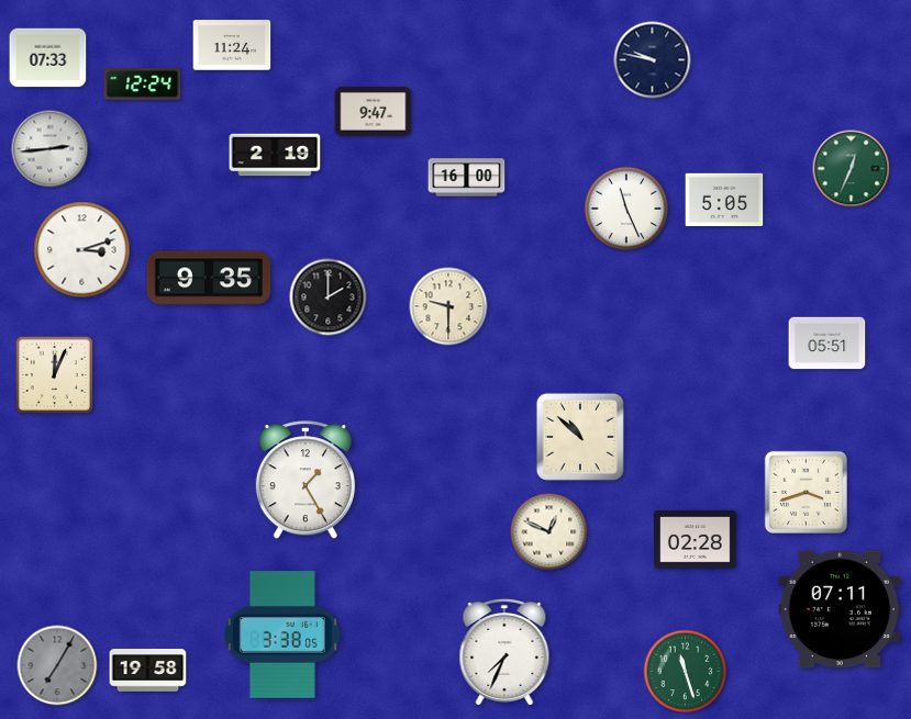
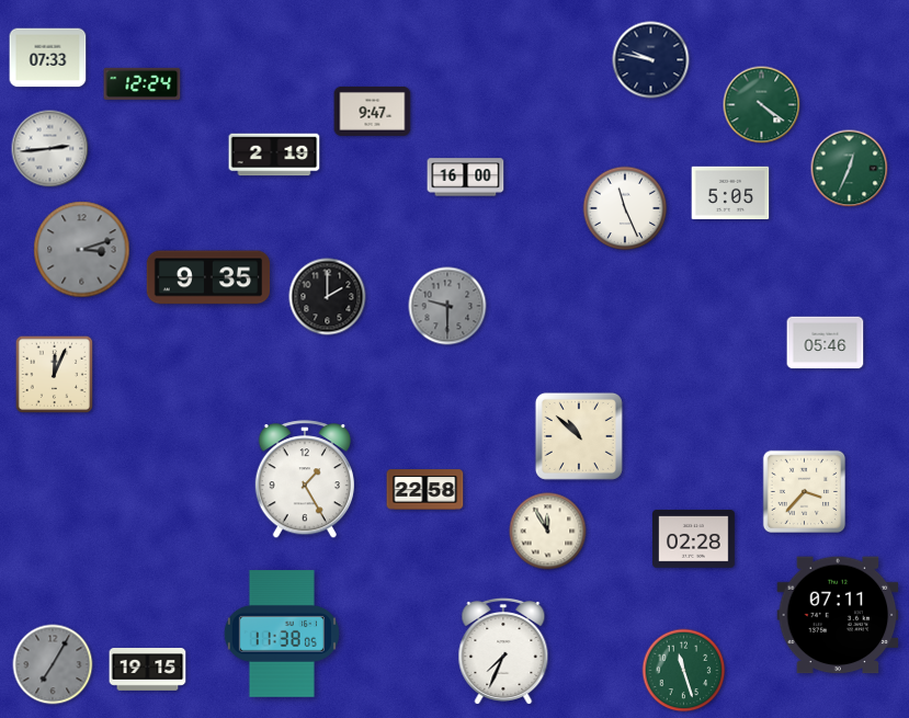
clock at (232, 45): 11:24 -> none
clock at (762, 105): none -> 4:21
clock at (724, 199) position: (724, 199) -> (730, 192)
clock at (82, 250) dial: white -> grey
clock at (448, 306) dial: cream -> grey
clock at (827, 344): 05:51 -> 05:46
clock at (425, 490): none -> 22:58
clock at (806, 492): 3:42 -> 3:37
clock at (549, 532): 12:49 -> 11:55
clock at (840, 609) position: (840, 609) -> (838, 615)
clock at (282, 634): 3:38 -> 11:38
clock at (57, 665) position: (57, 665) -> (53, 664)
clock at (148, 671): 19:58 -> 19:15
